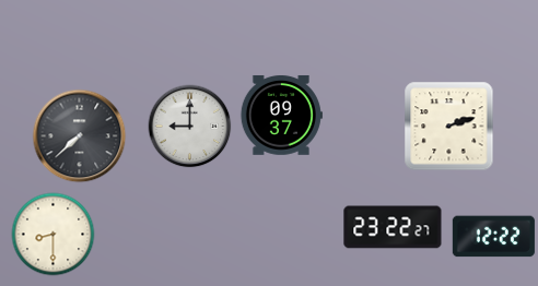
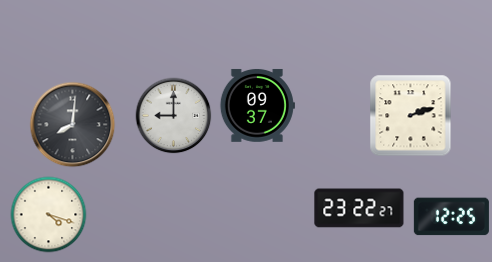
clock at (80, 136): 7:38 -> 8:01
clock at (54, 235): 8:30 -> 4:18
clock at (493, 237): 12:22 -> 12:25
